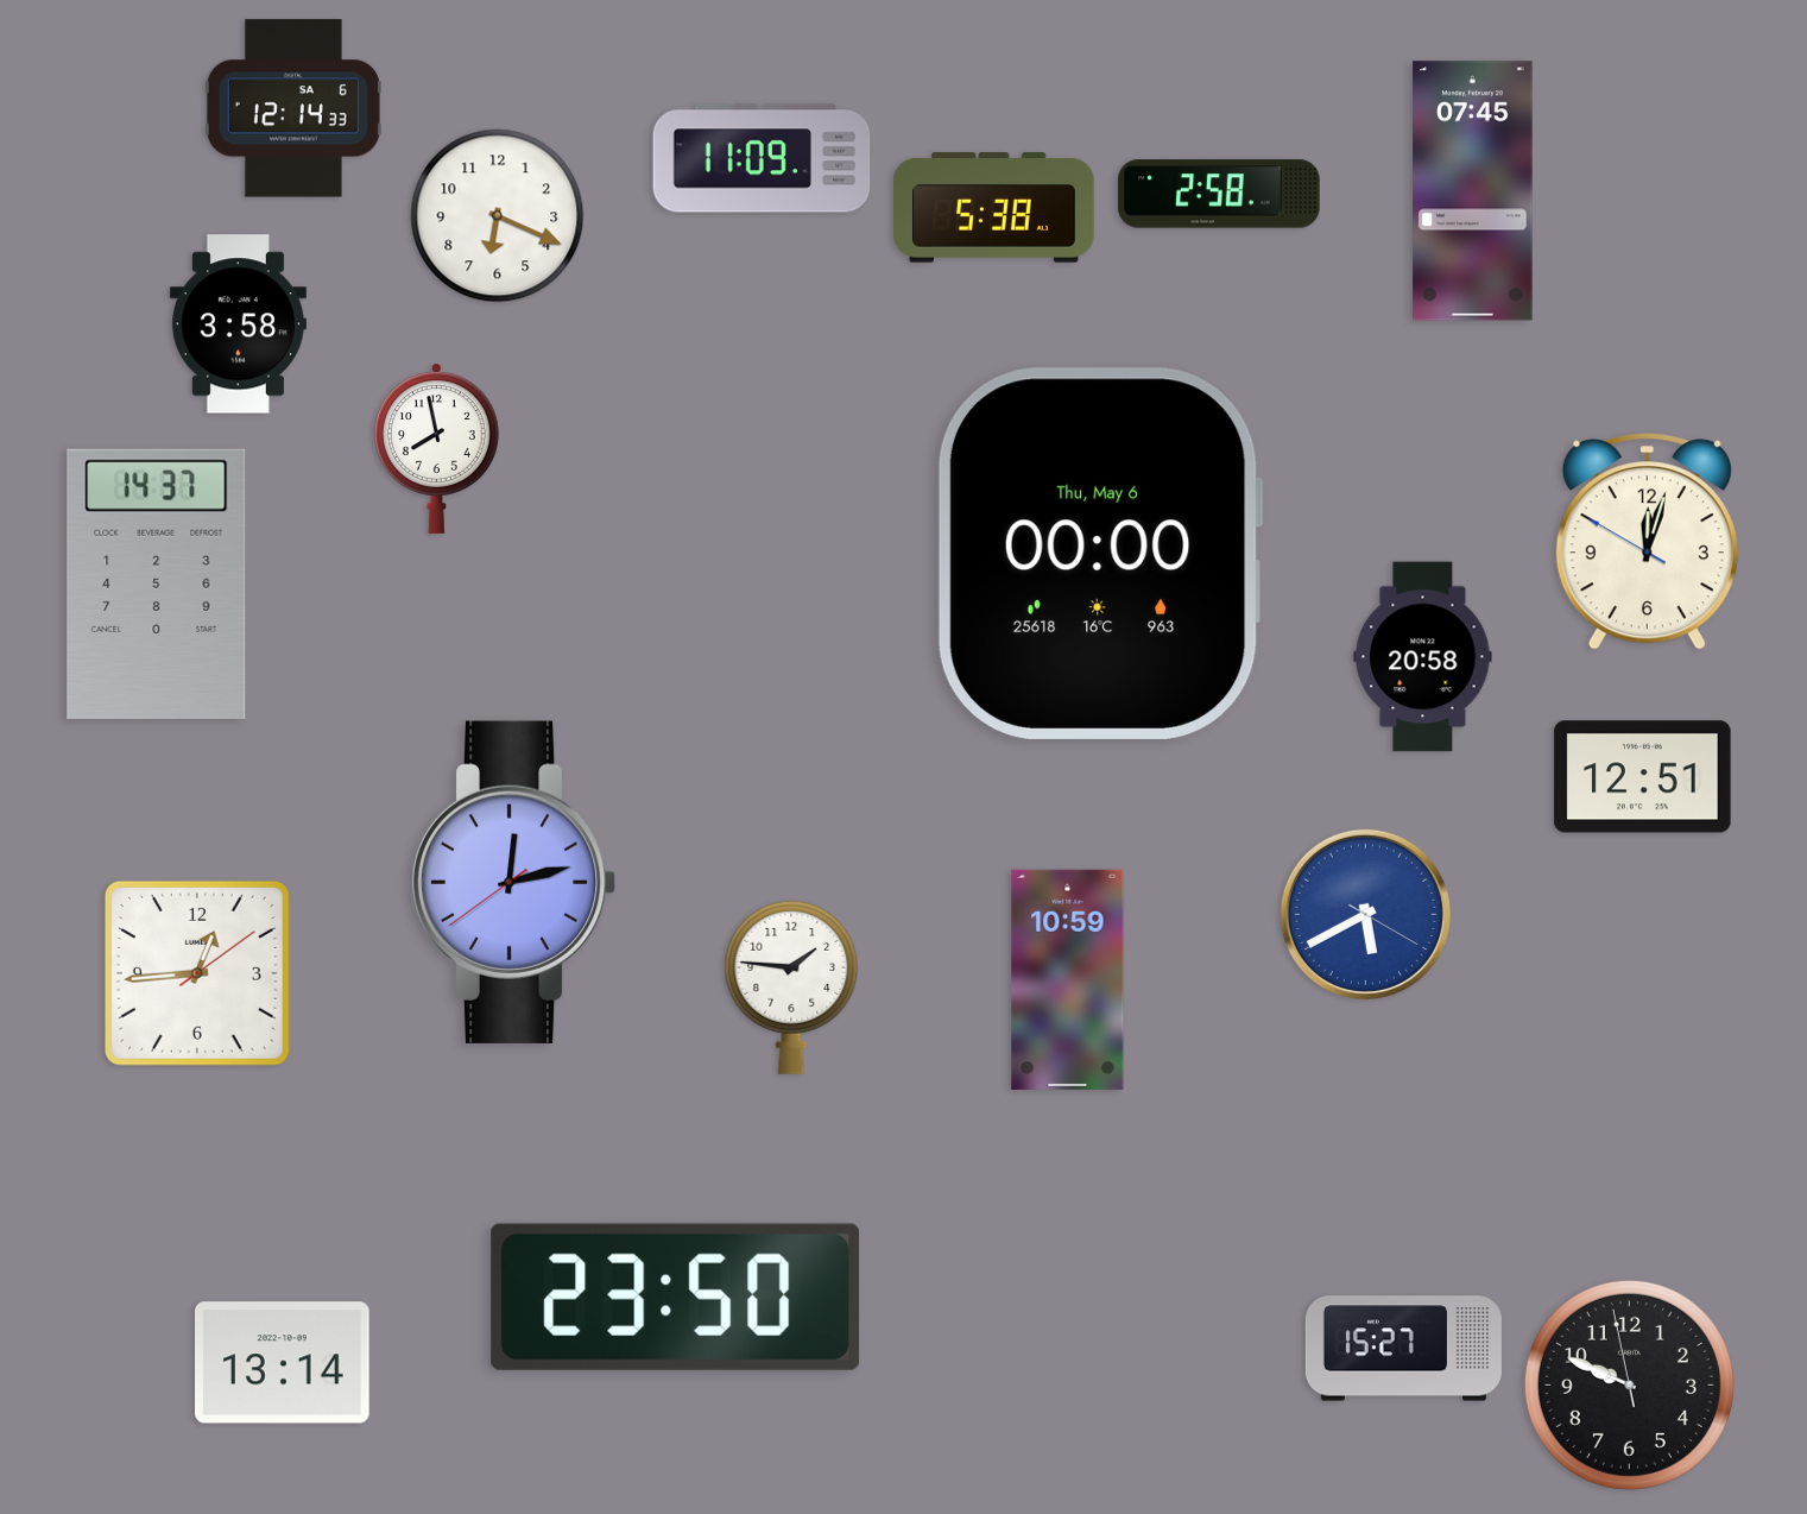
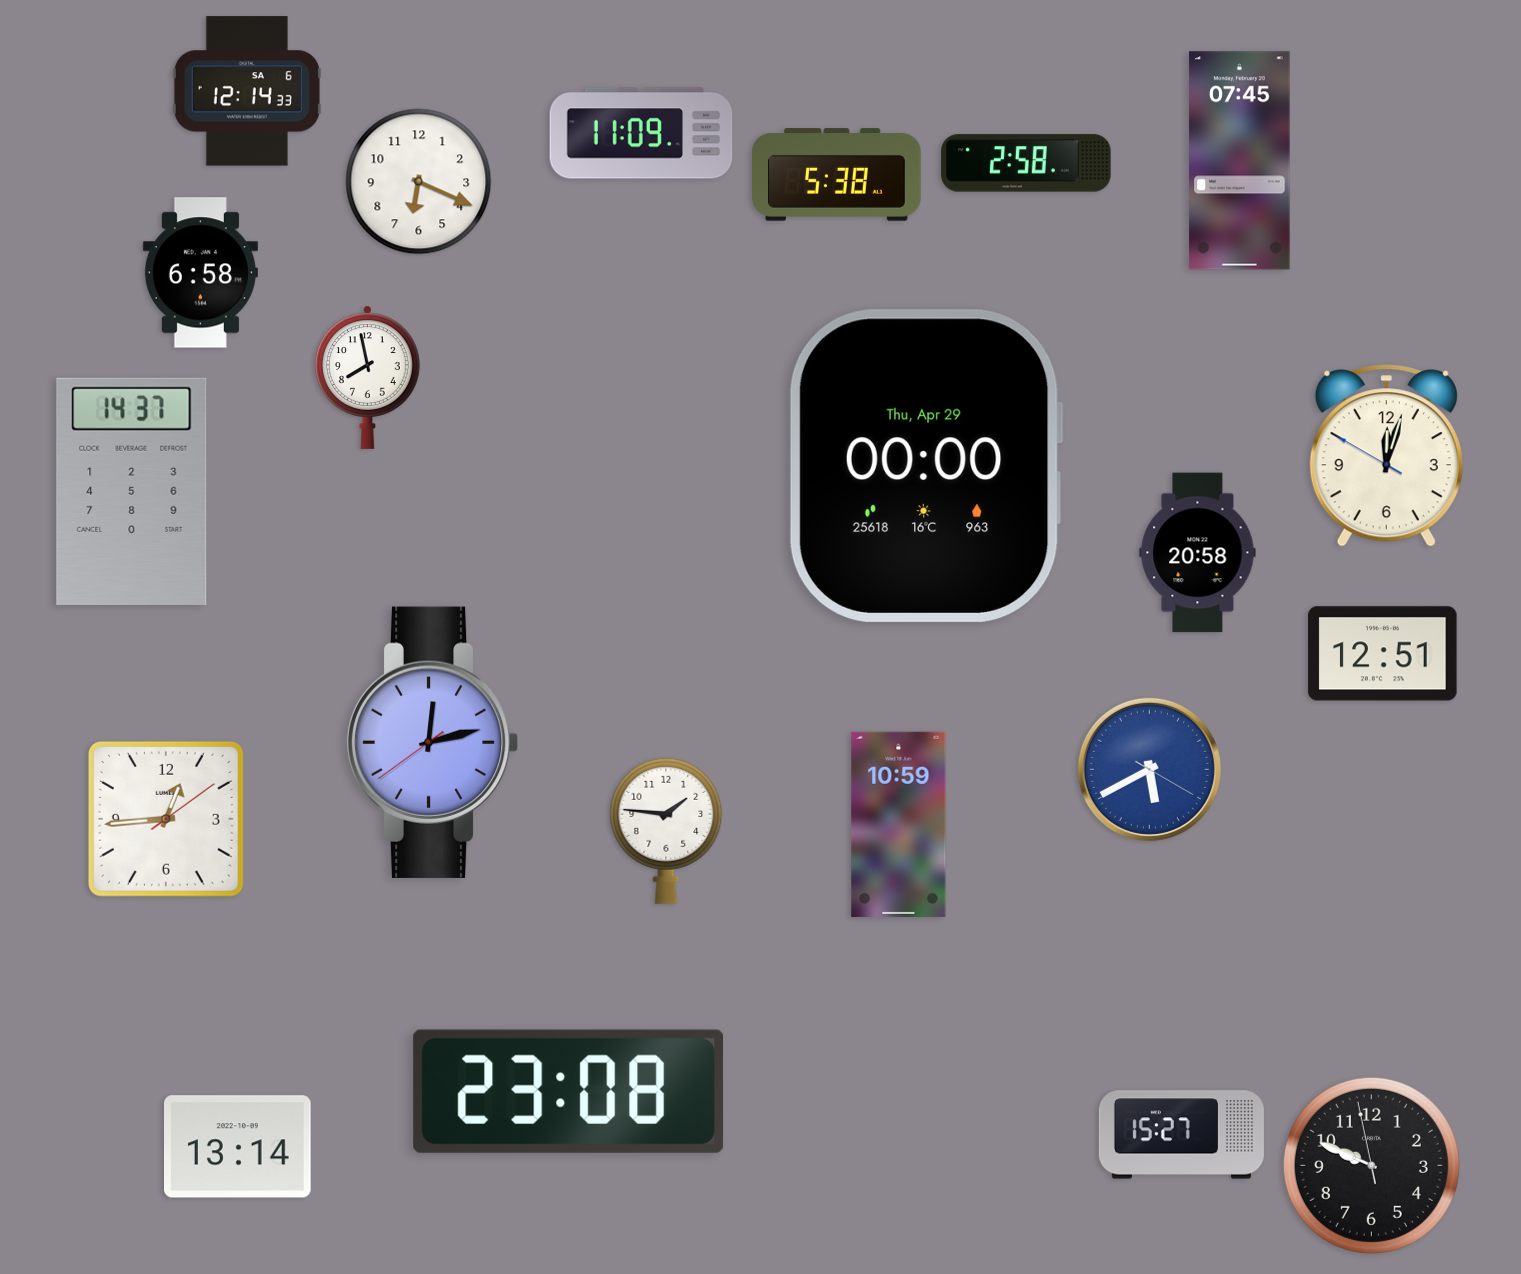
clock at (238, 324): 3:58 -> 6:58
clock at (1100, 554) date: Thu, May 6 -> Thu, Apr 29
clock at (676, 1297): 23:50 -> 23:08
